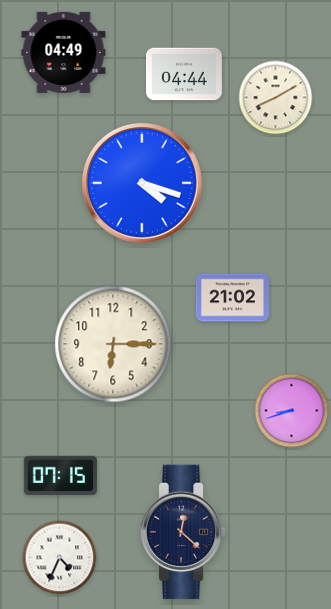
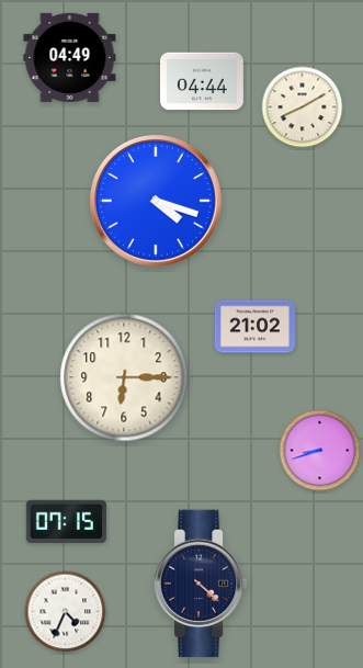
clock at (183, 532): 12:22 -> 4:22
